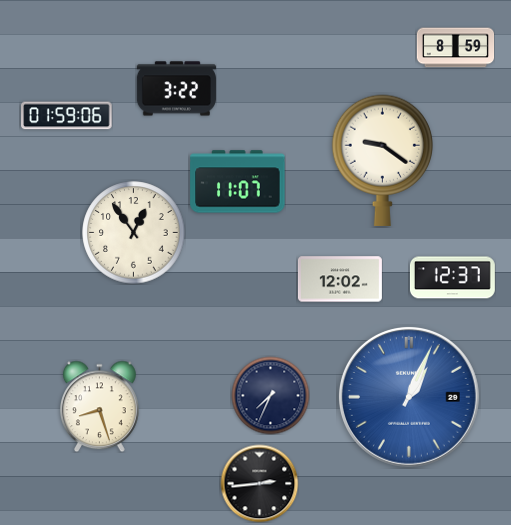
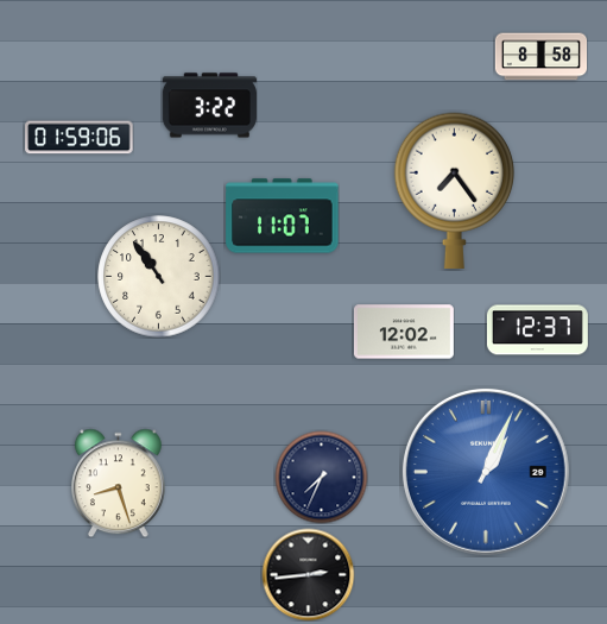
clock at (455, 48): 8:59 -> 8:58
clock at (382, 160): 9:21 -> 7:24
clock at (134, 233): 12:54 -> 10:54
clock at (270, 395) position: (270, 395) -> (321, 477)
